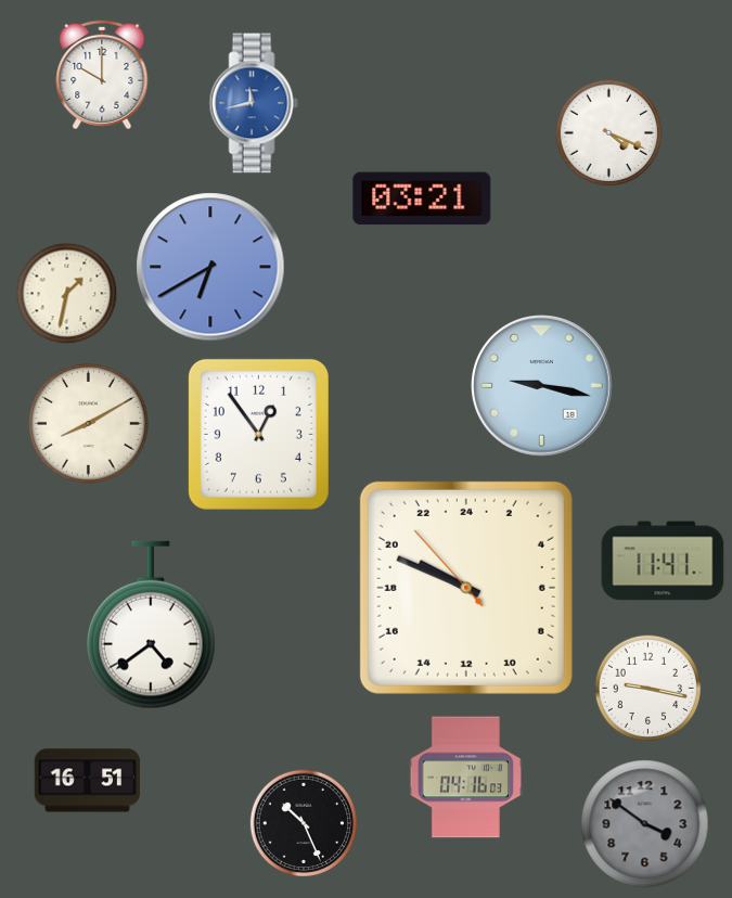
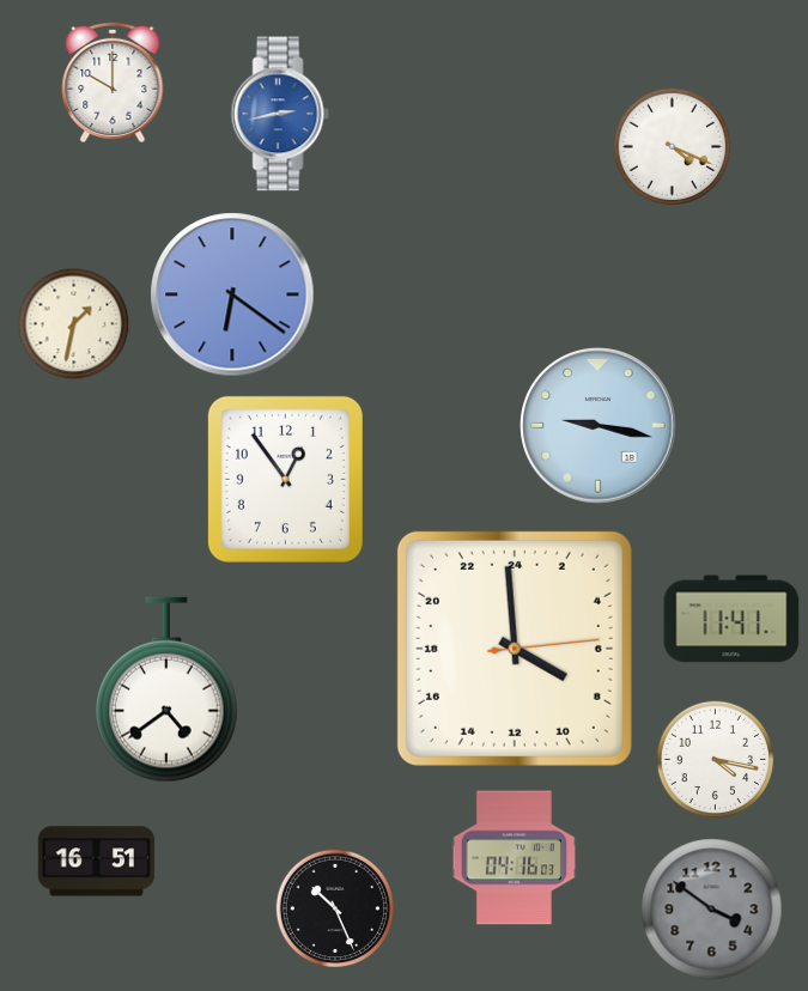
clock at (254, 103): 11:43 -> 2:43
clock at (422, 198): 03:21 -> none
clock at (210, 267): 6:40 -> 6:21
clock at (89, 424): 8:10 -> none
clock at (466, 588): 19:48 -> 7:59
clock at (648, 689): 9:17 -> 4:17
